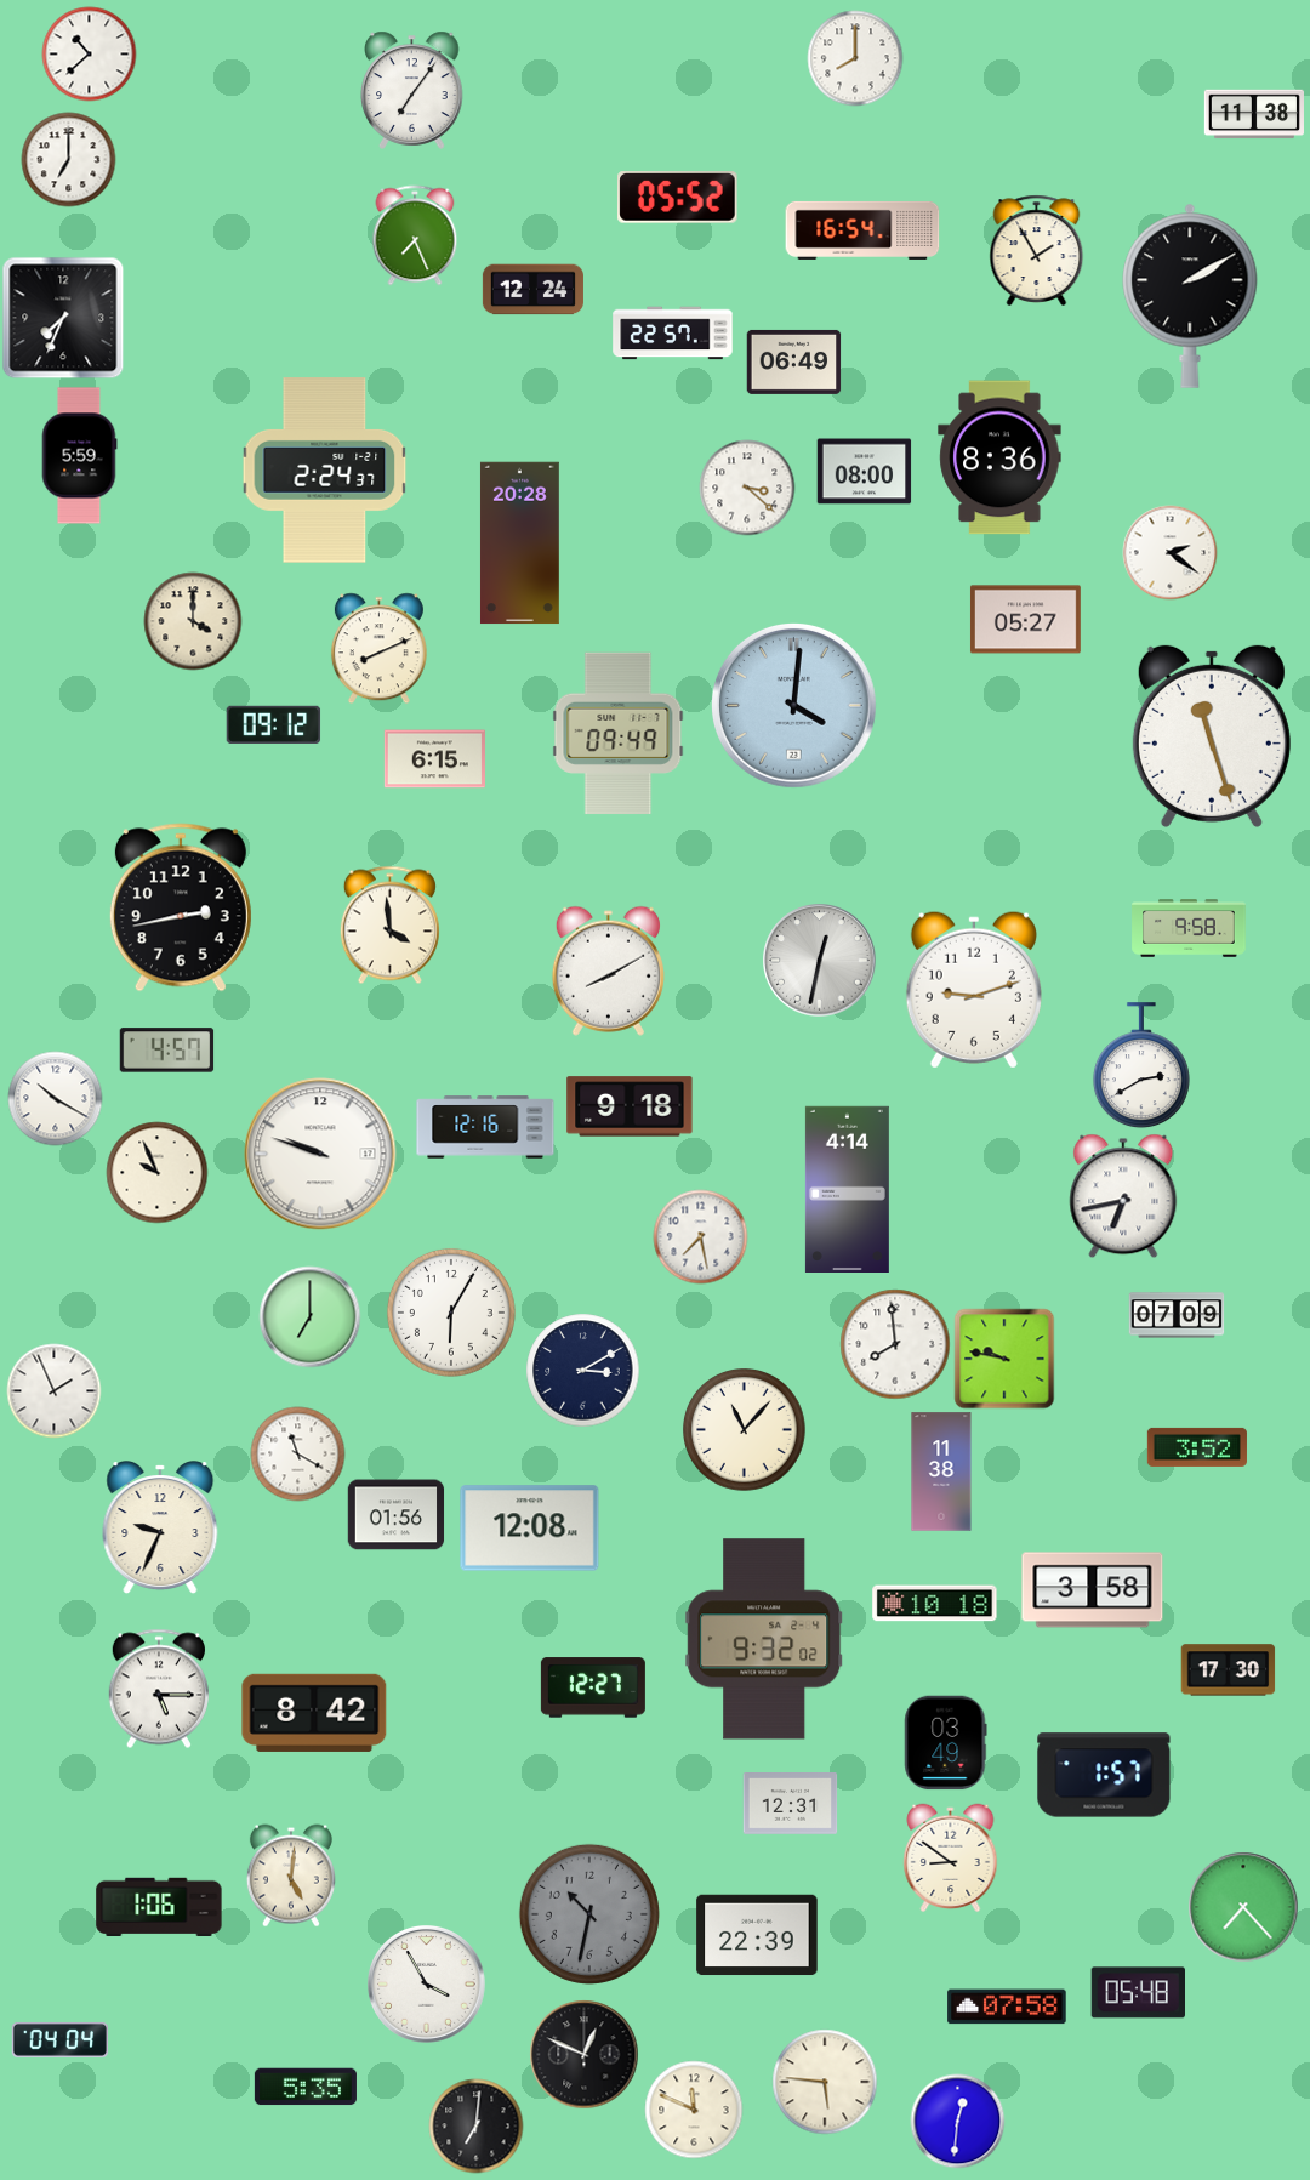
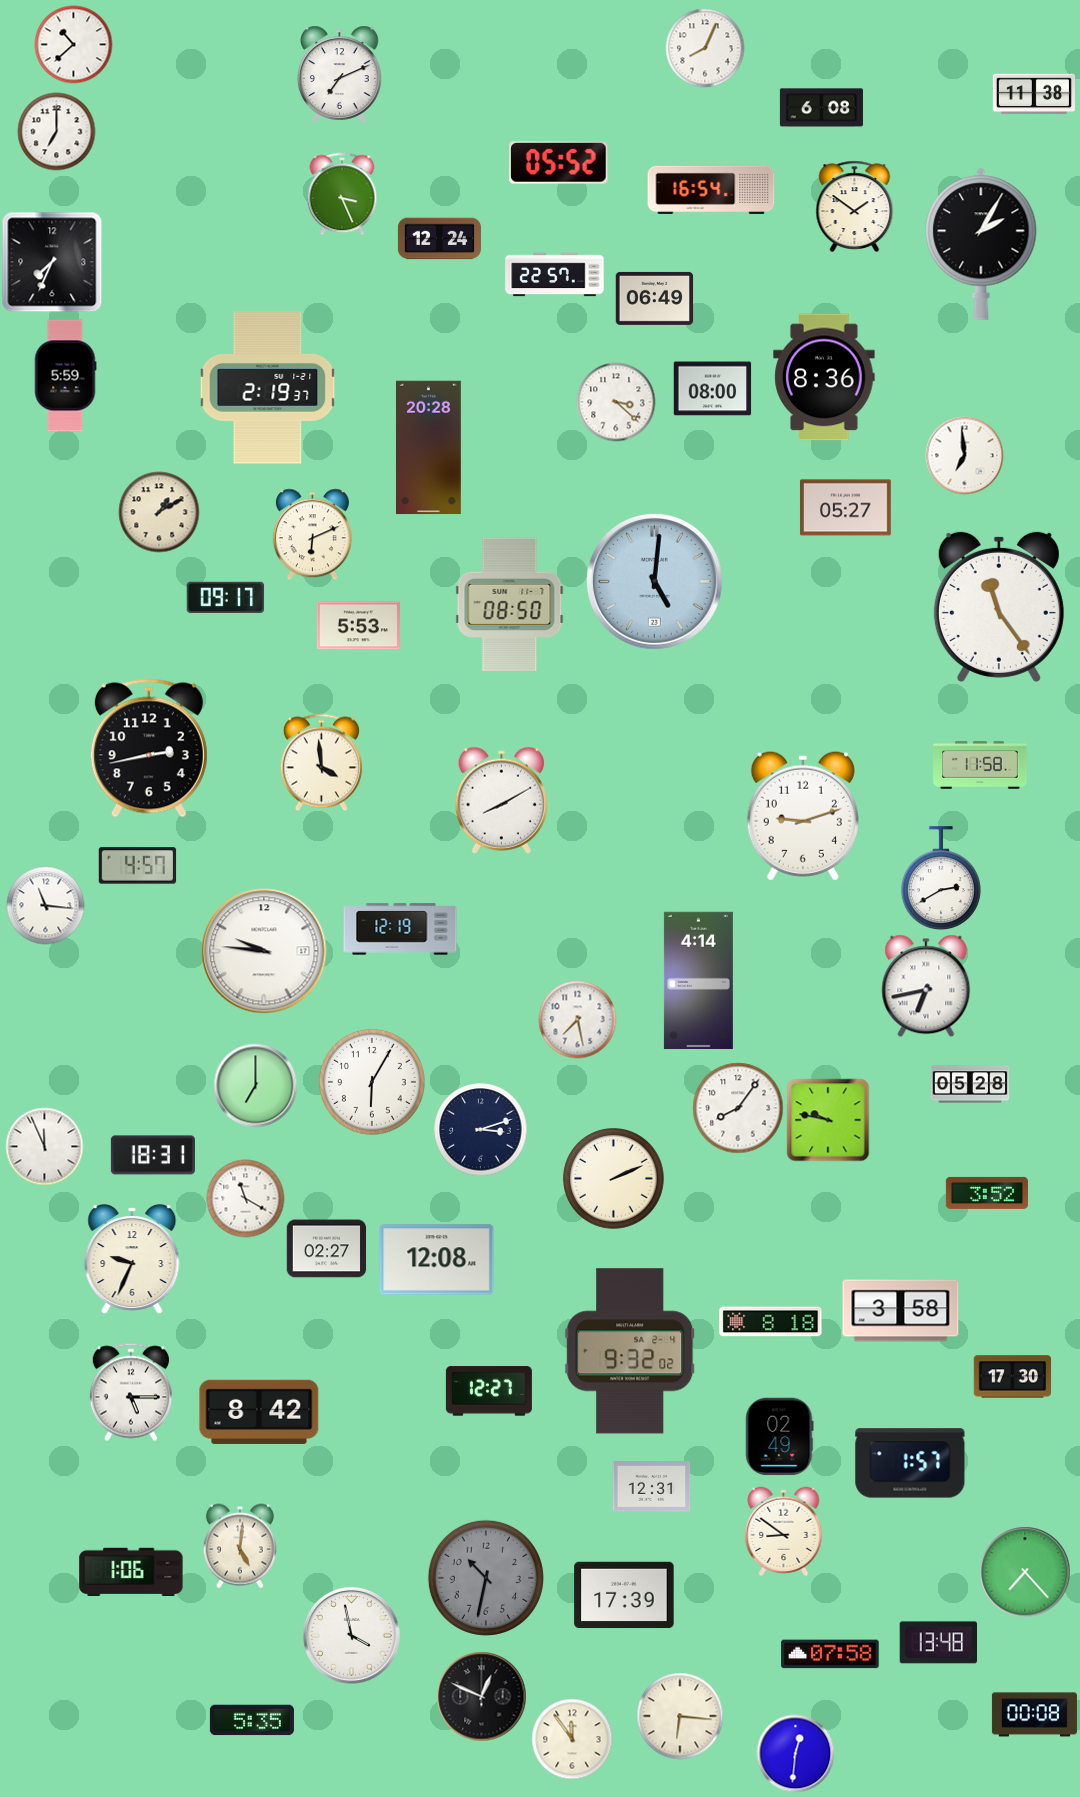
clock at (855, 58): 8:00 -> 8:04
clock at (412, 90): 7:06 -> 7:11
clock at (821, 108): none -> 6:08
clock at (415, 235): 7:26 -> 3:26
clock at (1037, 250): 1:55 -> 1:51
clock at (1190, 296): 2:10 -> 2:05
clock at (325, 471): 2:24 -> 2:19
clock at (1169, 552): 2:21 -> 6:59
clock at (1026, 620) position: (1026, 620) -> (846, 508)
clock at (193, 621): 4:00 -> 1:10
clock at (378, 648): 8:11 -> 6:11
clock at (793, 705): 4:01 -> 5:01
clock at (273, 724): 09:12 -> 09:17
clock at (619, 734): 09:49 -> 08:50
clock at (1212, 736): 11:27 -> 11:24
clock at (434, 759): 6:15 -> 5:53
clock at (1189, 928): 9:58 -> 11:58
clock at (819, 960): 12:32 -> none
clock at (55, 1098): 10:20 -> 11:16
clock at (630, 1106): 9:18 -> none
clock at (485, 1127): 12:16 -> 12:19
clock at (320, 1154): 9:48 -> 9:46
clock at (156, 1172): 9:56 -> none
clock at (1177, 1315): 07:09 -> 05:28
clock at (895, 1344): 7:59 -> 8:06
clock at (582, 1370): 3:10 -> 3:12
clock at (53, 1390): 1:56 -> 11:56
clock at (153, 1155): none -> 18:31
clock at (745, 1430): 11:07 -> 2:11
clock at (941, 1472): 11:38 -> none
clock at (395, 1515): 01:56 -> 02:27
clock at (935, 1604): 10:18 -> 8:18
clock at (946, 1742): 03:49 -> 02:49
clock at (757, 1935): 22:39 -> 17:39
clock at (427, 1985): 3:55 -> 3:58
clock at (1138, 1993): 05:48 -> 13:48
clock at (59, 2039): 04:04 -> none
clock at (583, 2054) position: (583, 2054) -> (481, 1696)
clock at (1034, 1715): none -> 00:08
clock at (825, 2082): 5:46 -> 6:16
clock at (694, 2110): 11:49 -> 11:54
clock at (957, 2121) position: (957, 2121) -> (795, 1753)
clock at (475, 2125): 7:01 -> none
